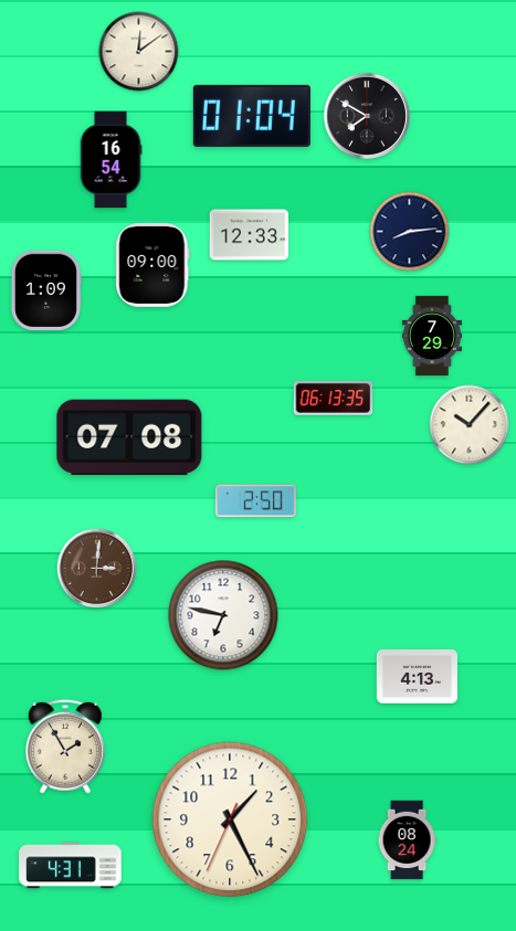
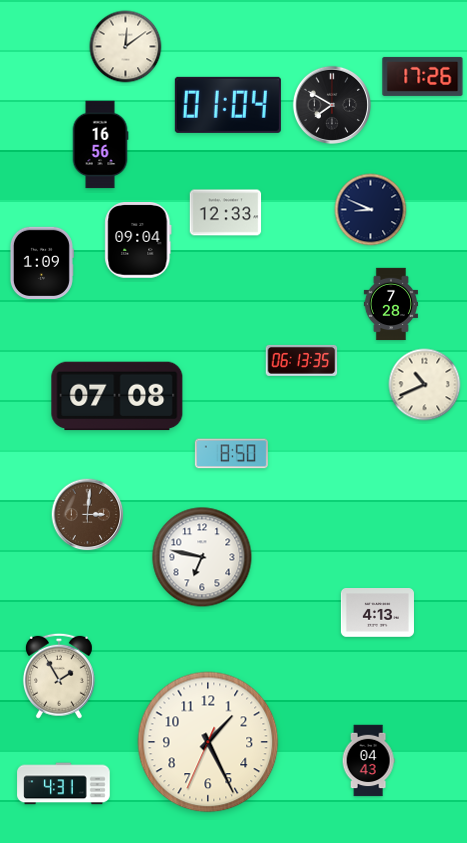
clock at (423, 76): none -> 17:26
clock at (110, 160): 16:54 -> 16:56
clock at (410, 232): 8:14 -> 8:49
clock at (152, 266): 09:00 -> 09:04
clock at (431, 336): 7:29 -> 7:28
clock at (470, 425): 10:07 -> 10:41
clock at (255, 501): 2:50 -> 8:50
clock at (407, 840): 08:24 -> 04:43
